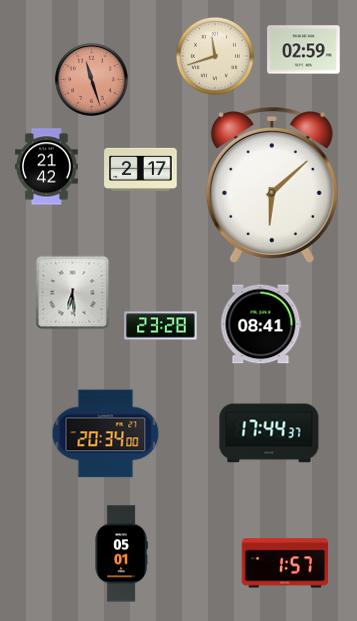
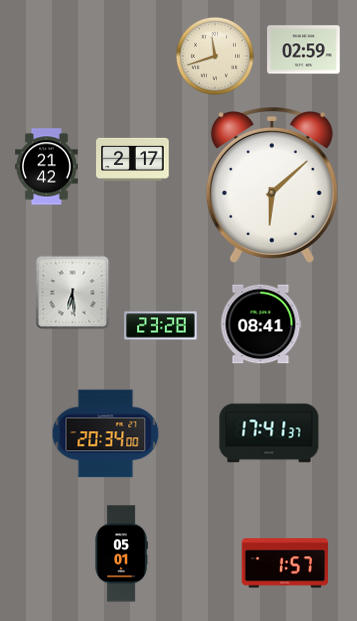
clock at (92, 80): 11:27 -> none
clock at (141, 169) position: (141, 169) -> (133, 159)
clock at (269, 433): 17:44 -> 17:41
